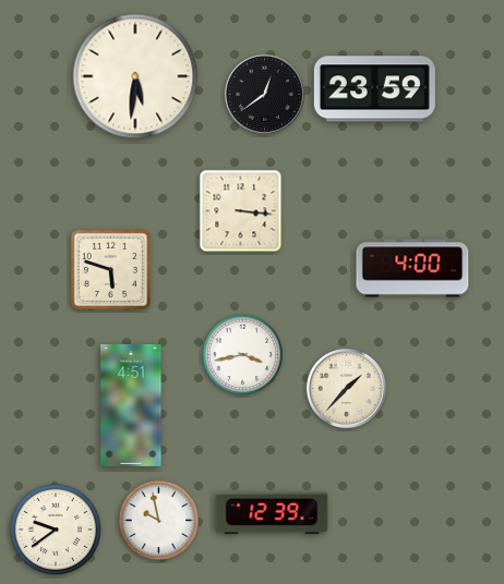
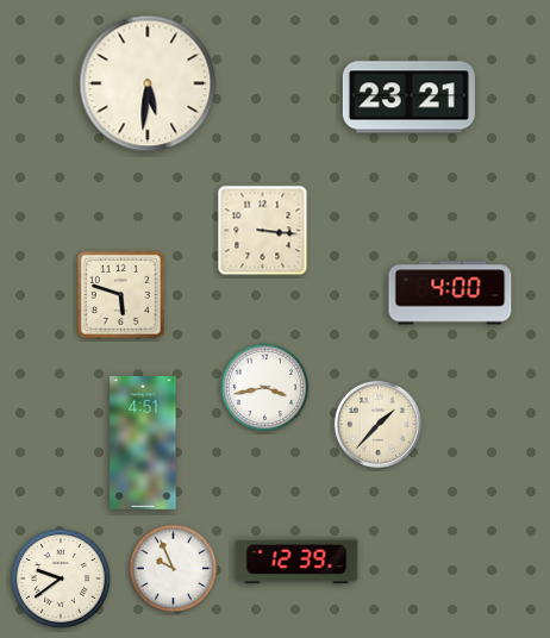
clock at (374, 89): 23:59 -> 23:21
clock at (264, 94): 12:39 -> none
clock at (159, 521): 9:58 -> 9:56
